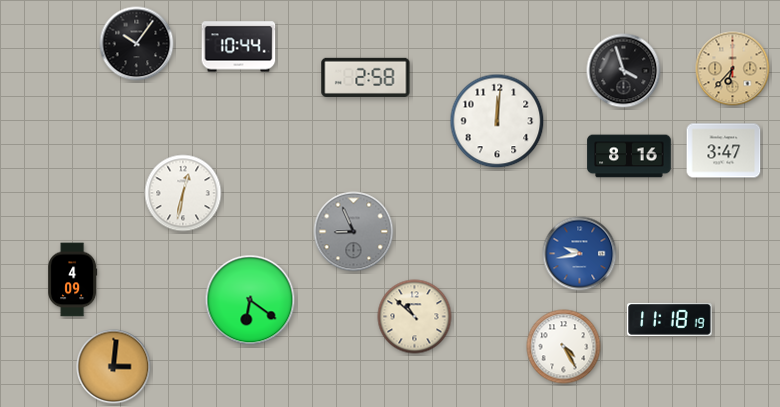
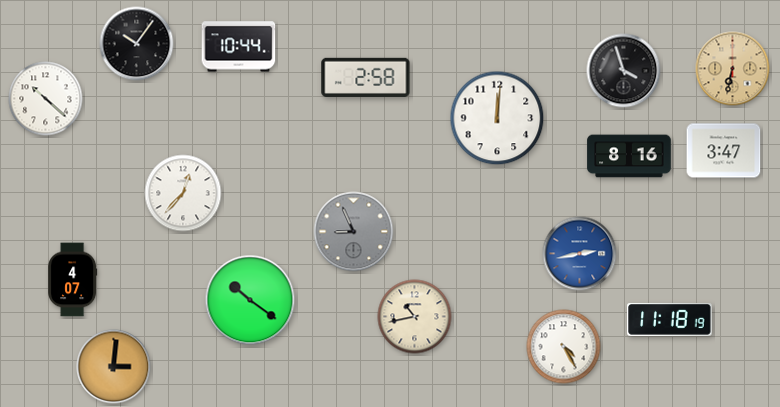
clock at (733, 69): 6:37 -> 6:32
clock at (46, 99): none -> 10:22
clock at (497, 121) position: (497, 121) -> (497, 118)
clock at (183, 193): 12:32 -> 12:37
clock at (580, 254): 9:43 -> 2:43
clock at (73, 280): 4:09 -> 4:07
clock at (250, 300): 6:21 -> 10:21
clock at (415, 317): 10:52 -> 10:43
